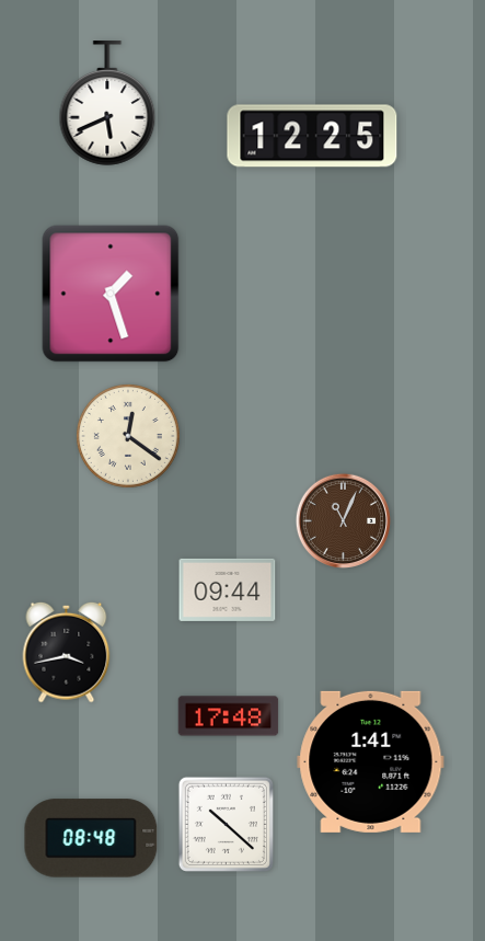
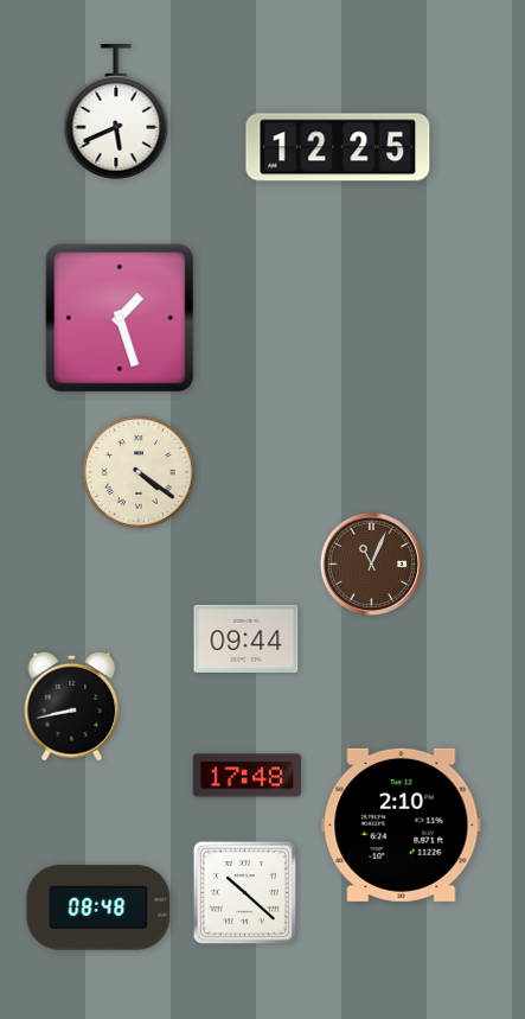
clock at (128, 436): 12:21 -> 4:21
clock at (67, 652): 3:43 -> 8:43
clock at (371, 761): 1:41 -> 2:10
